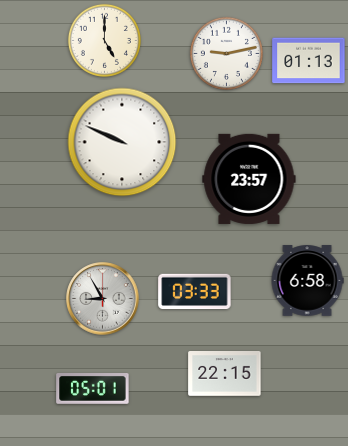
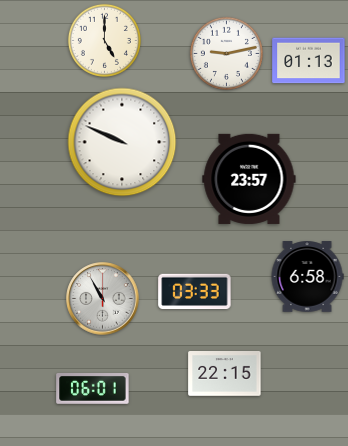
clock at (307, 281) position: (307, 281) -> (307, 277)
clock at (103, 299): 8:55 -> 10:55
clock at (93, 389): 05:01 -> 06:01
